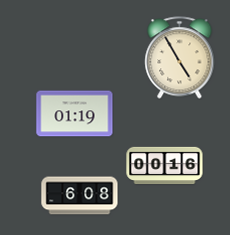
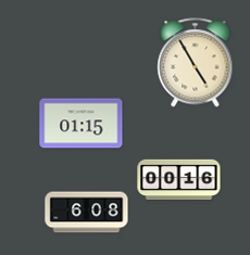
clock at (75, 114): 01:19 -> 01:15
